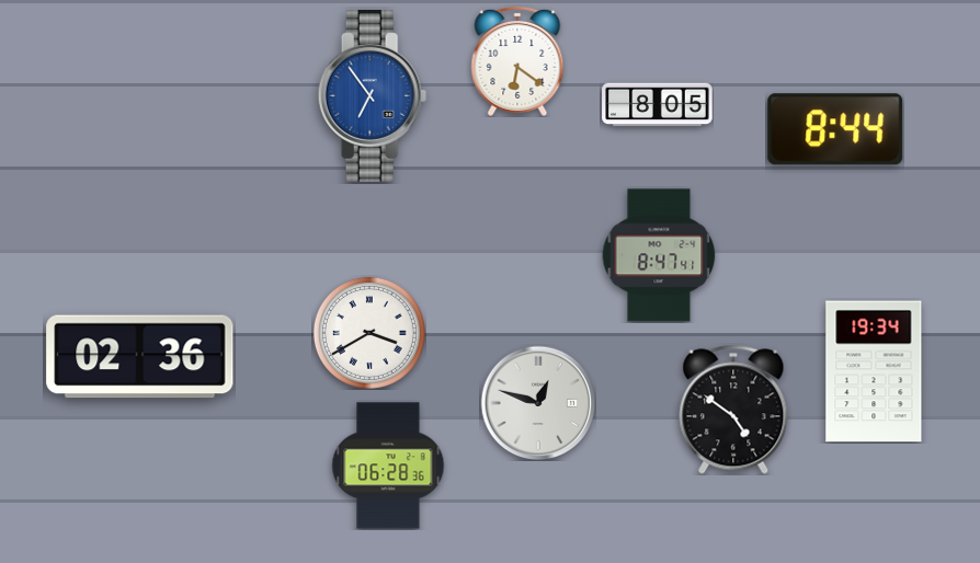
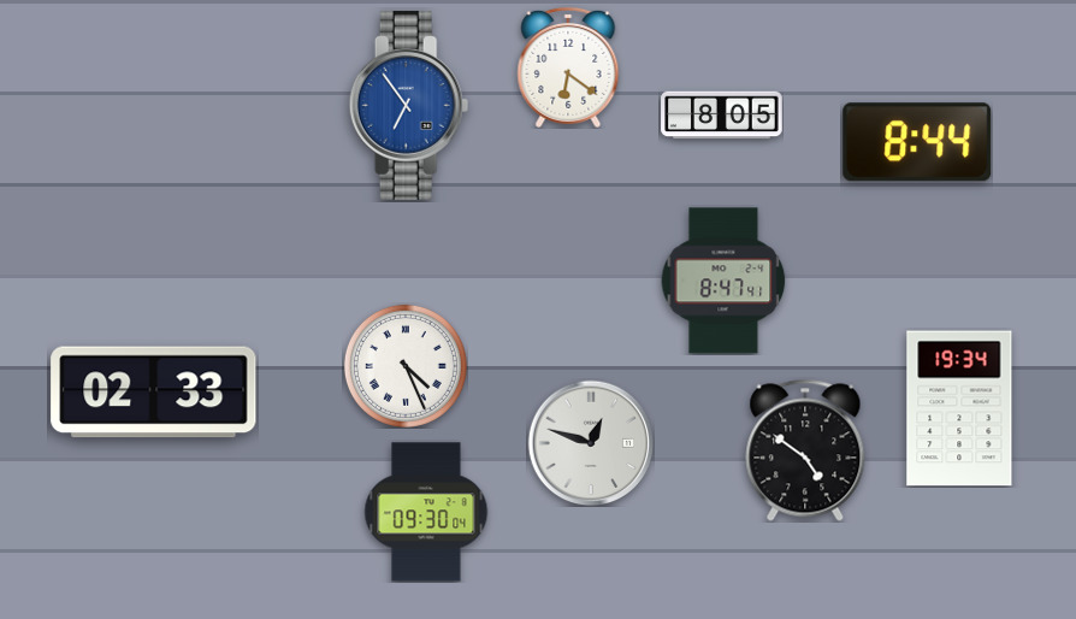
clock at (369, 333): 3:40 -> 4:26
clock at (140, 357): 02:36 -> 02:33
clock at (388, 466): 06:28 -> 09:30
